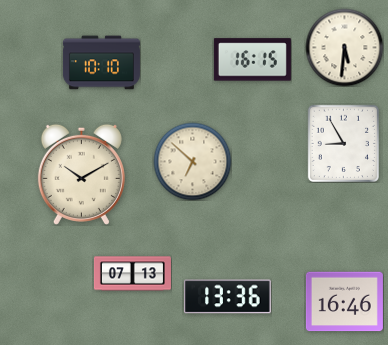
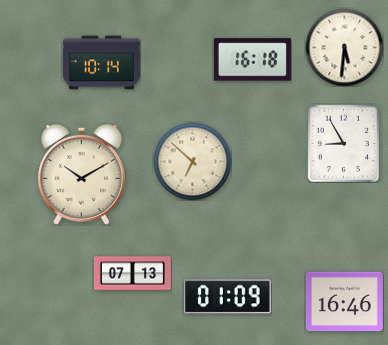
clock at (252, 60): 16:15 -> 16:18
clock at (101, 63): 10:10 -> 10:14
clock at (228, 297): 13:36 -> 01:09
